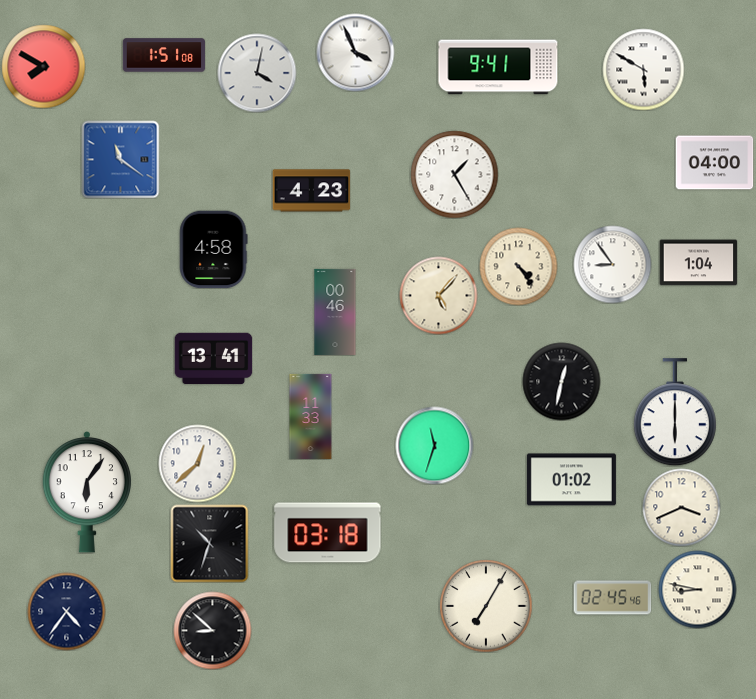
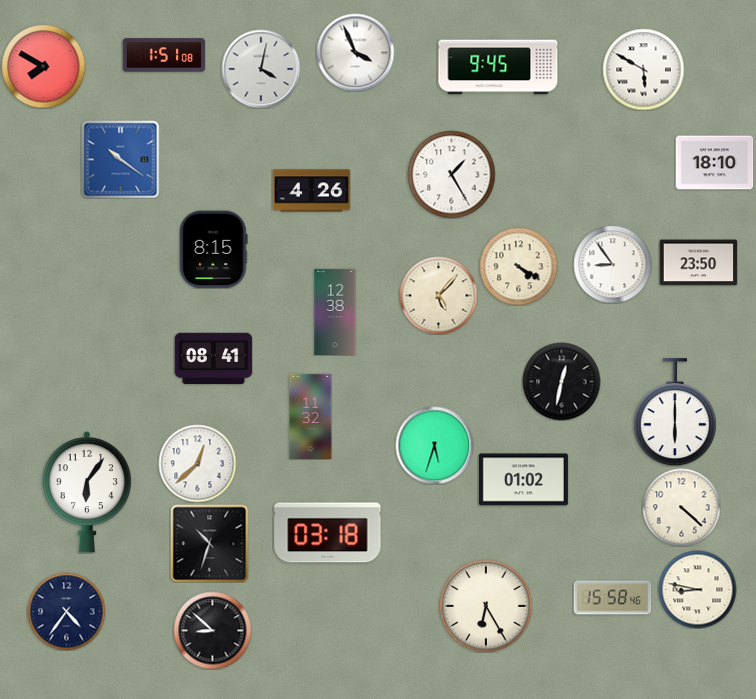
clock at (498, 67): 9:41 -> 9:45
clock at (257, 73) position: (257, 73) -> (261, 69)
clock at (120, 159): 11:21 -> 10:21
clock at (714, 163): 04:00 -> 18:10
clock at (454, 174) position: (454, 174) -> (451, 174)
clock at (311, 191): 4:23 -> 4:26
clock at (214, 249): 4:58 -> 8:15
clock at (698, 263): 1:04 -> 23:50
clock at (518, 266): 4:24 -> 4:20
clock at (335, 312): 00:46 -> 12:38
clock at (213, 359): 13:41 -> 08:41
clock at (311, 416): 11:33 -> 11:32
clock at (434, 445): 11:33 -> 5:33
clock at (571, 480) position: (571, 480) -> (523, 480)
clock at (681, 507): 3:41 -> 4:22
clock at (612, 598): 02:45 -> 15:58
clock at (486, 606): 7:05 -> 6:25
